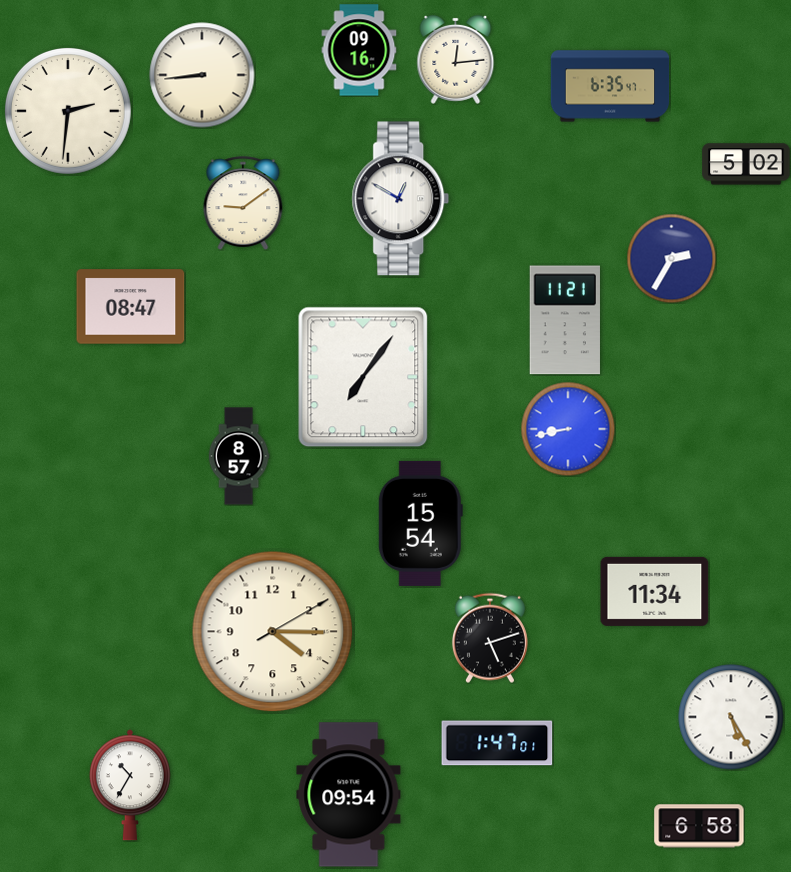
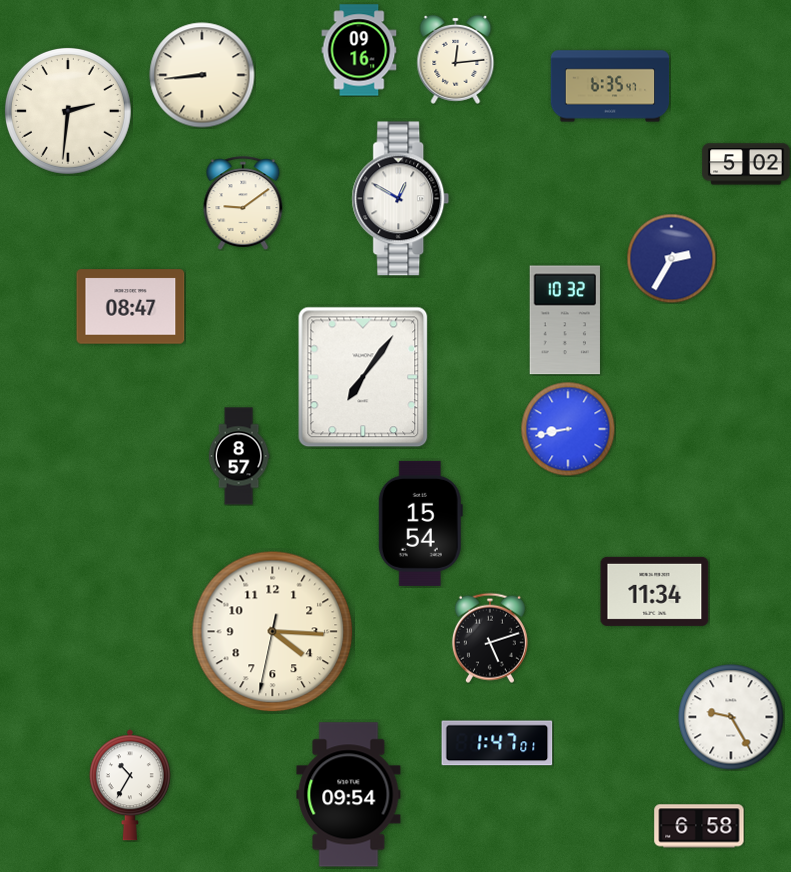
clock at (565, 320): 11:21 -> 10:32
clock at (273, 632): 4:15:10 -> 4:15:32
clock at (731, 717): 5:25 -> 9:25
